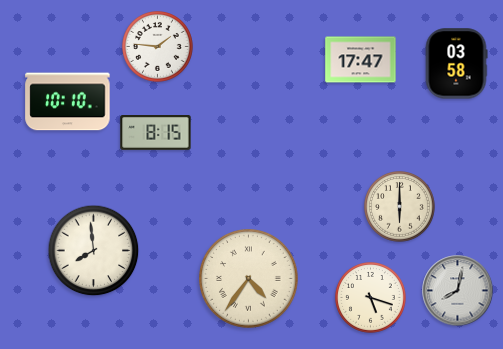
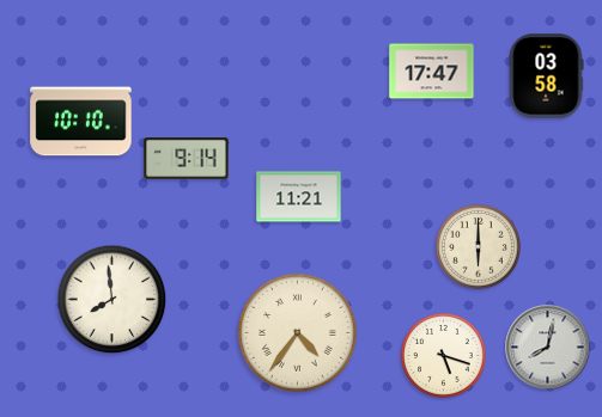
clock at (158, 47): 1:46 -> none
clock at (156, 133): 8:15 -> 9:14
clock at (299, 197): none -> 11:21
